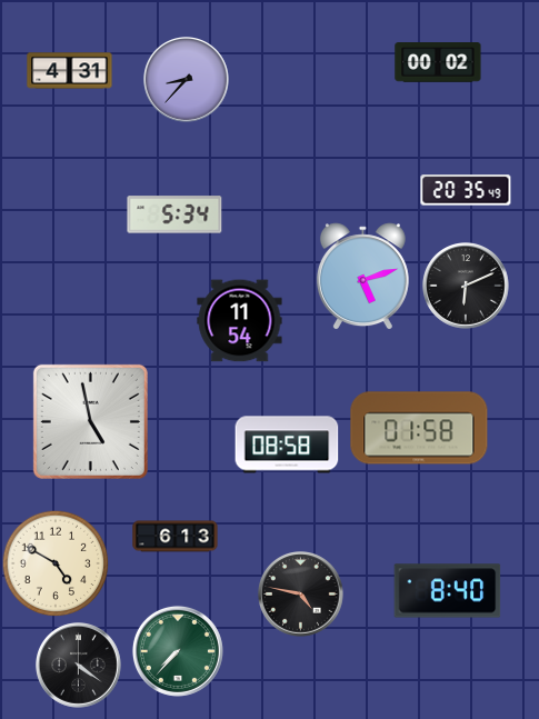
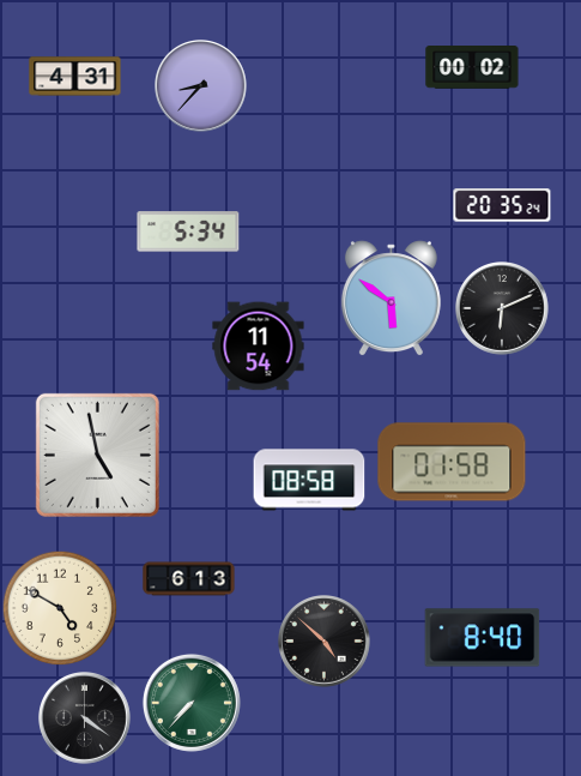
clock at (466, 190): 20:35:49 -> 20:35:24
clock at (362, 277): 5:12 -> 5:51
clock at (301, 595): 4:47 -> 4:52
